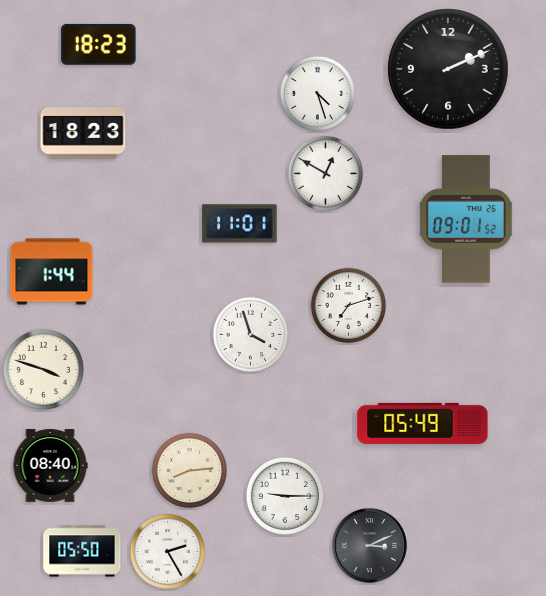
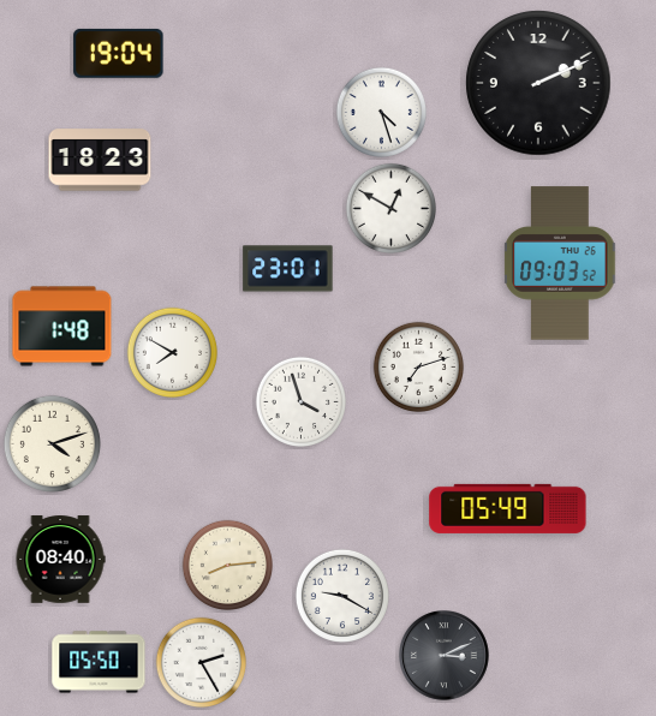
clock at (99, 44): 18:23 -> 19:04
clock at (466, 219): 09:01 -> 09:03
clock at (240, 224): 11:01 -> 23:01
clock at (52, 272): 1:44 -> 1:48
clock at (172, 352): none -> 7:50
clock at (43, 369): 3:48 -> 4:12
clock at (285, 496): 9:15 -> 9:20
